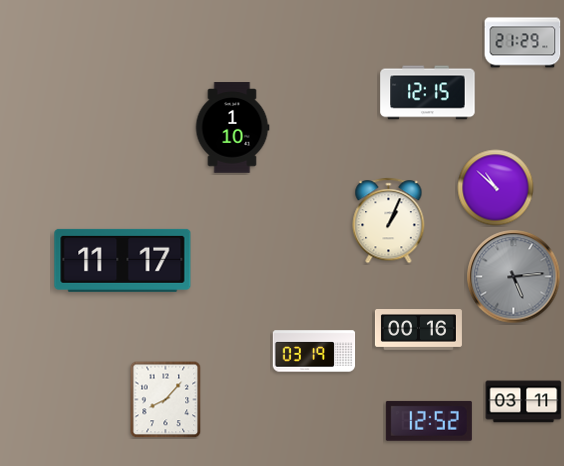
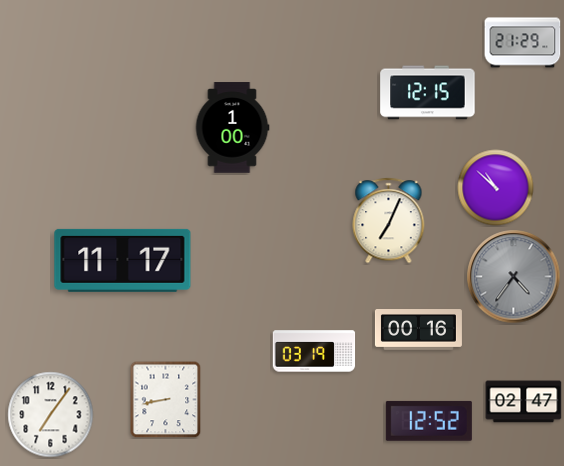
clock at (232, 128): 1:10 -> 1:00
clock at (389, 221): 1:04 -> 7:04
clock at (514, 277): 5:14 -> 4:36
clock at (166, 399): 8:07 -> 8:43
clock at (524, 402): 03:11 -> 02:47
clock at (51, 415): none -> 7:06
